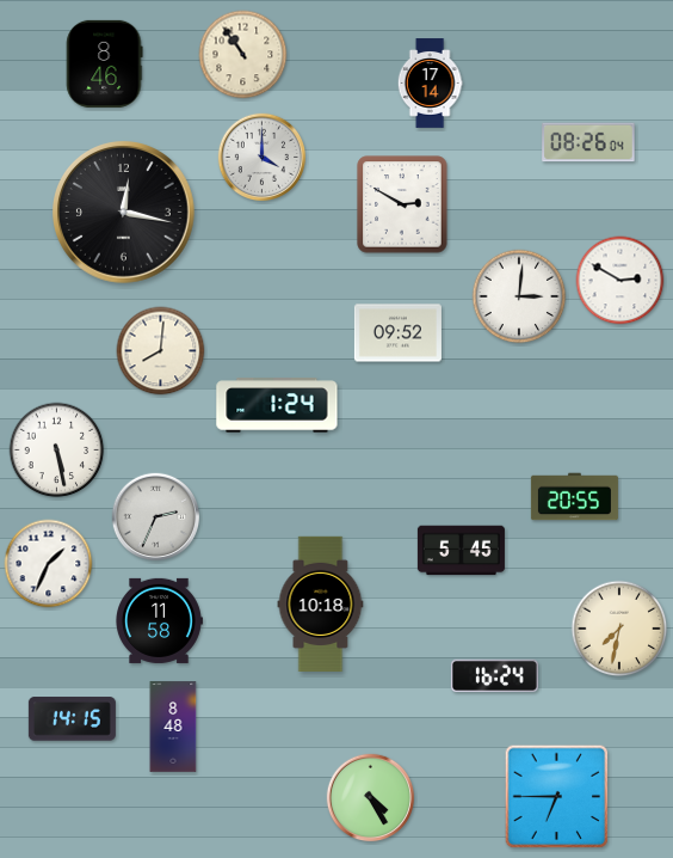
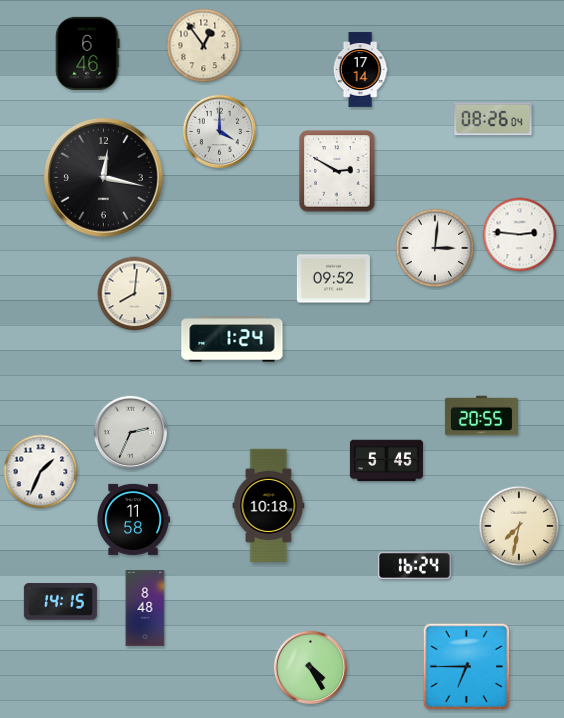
clock at (243, 55): 10:54 -> 12:54
clock at (105, 63): 8:46 -> 6:46
clock at (620, 281): 2:50 -> 2:46
clock at (57, 451): 5:28 -> none
